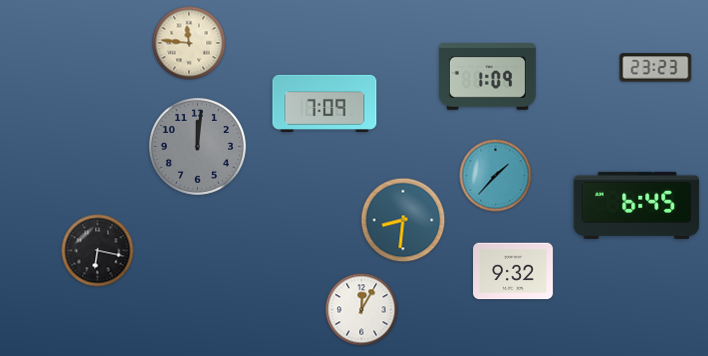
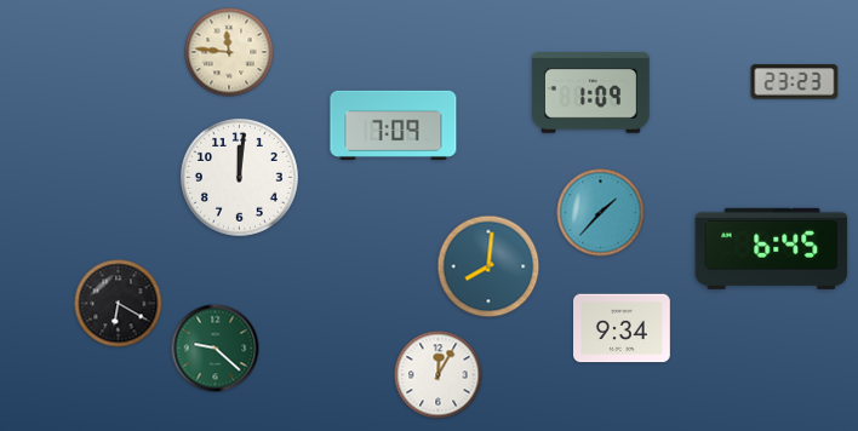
clock at (197, 146) dial: grey -> white
clock at (403, 220): 8:31 -> 8:01
clock at (98, 251): 6:17 -> 6:20
clock at (513, 271): 9:32 -> 9:34
clock at (216, 349): none -> 9:22
